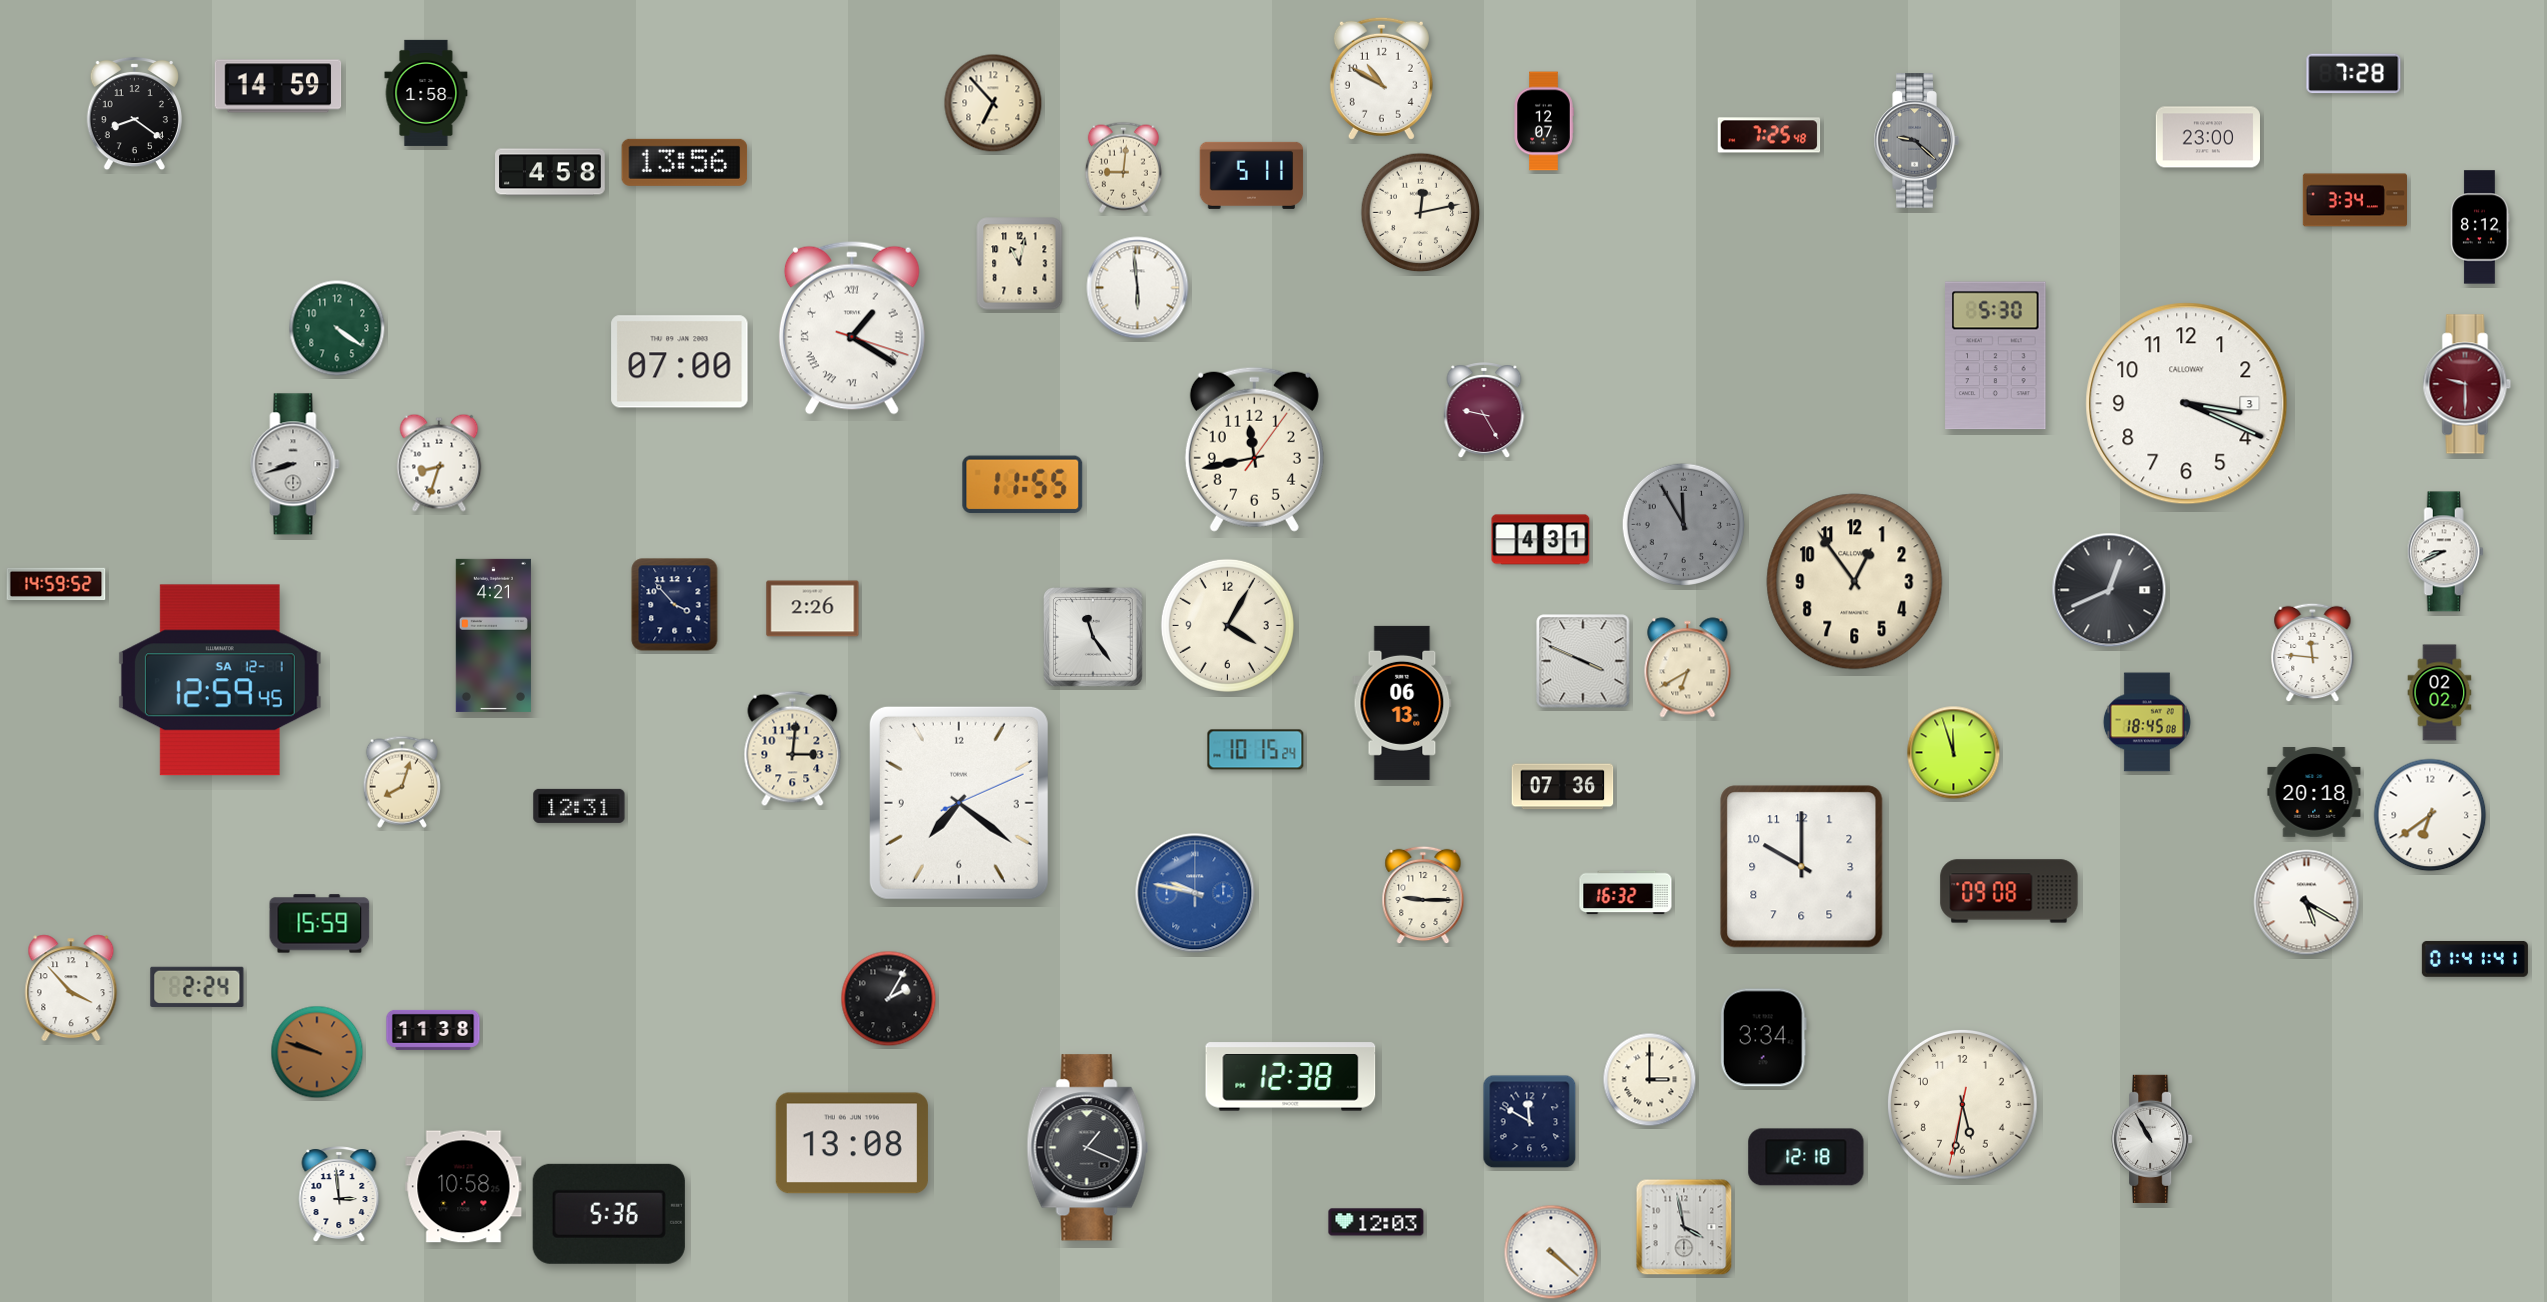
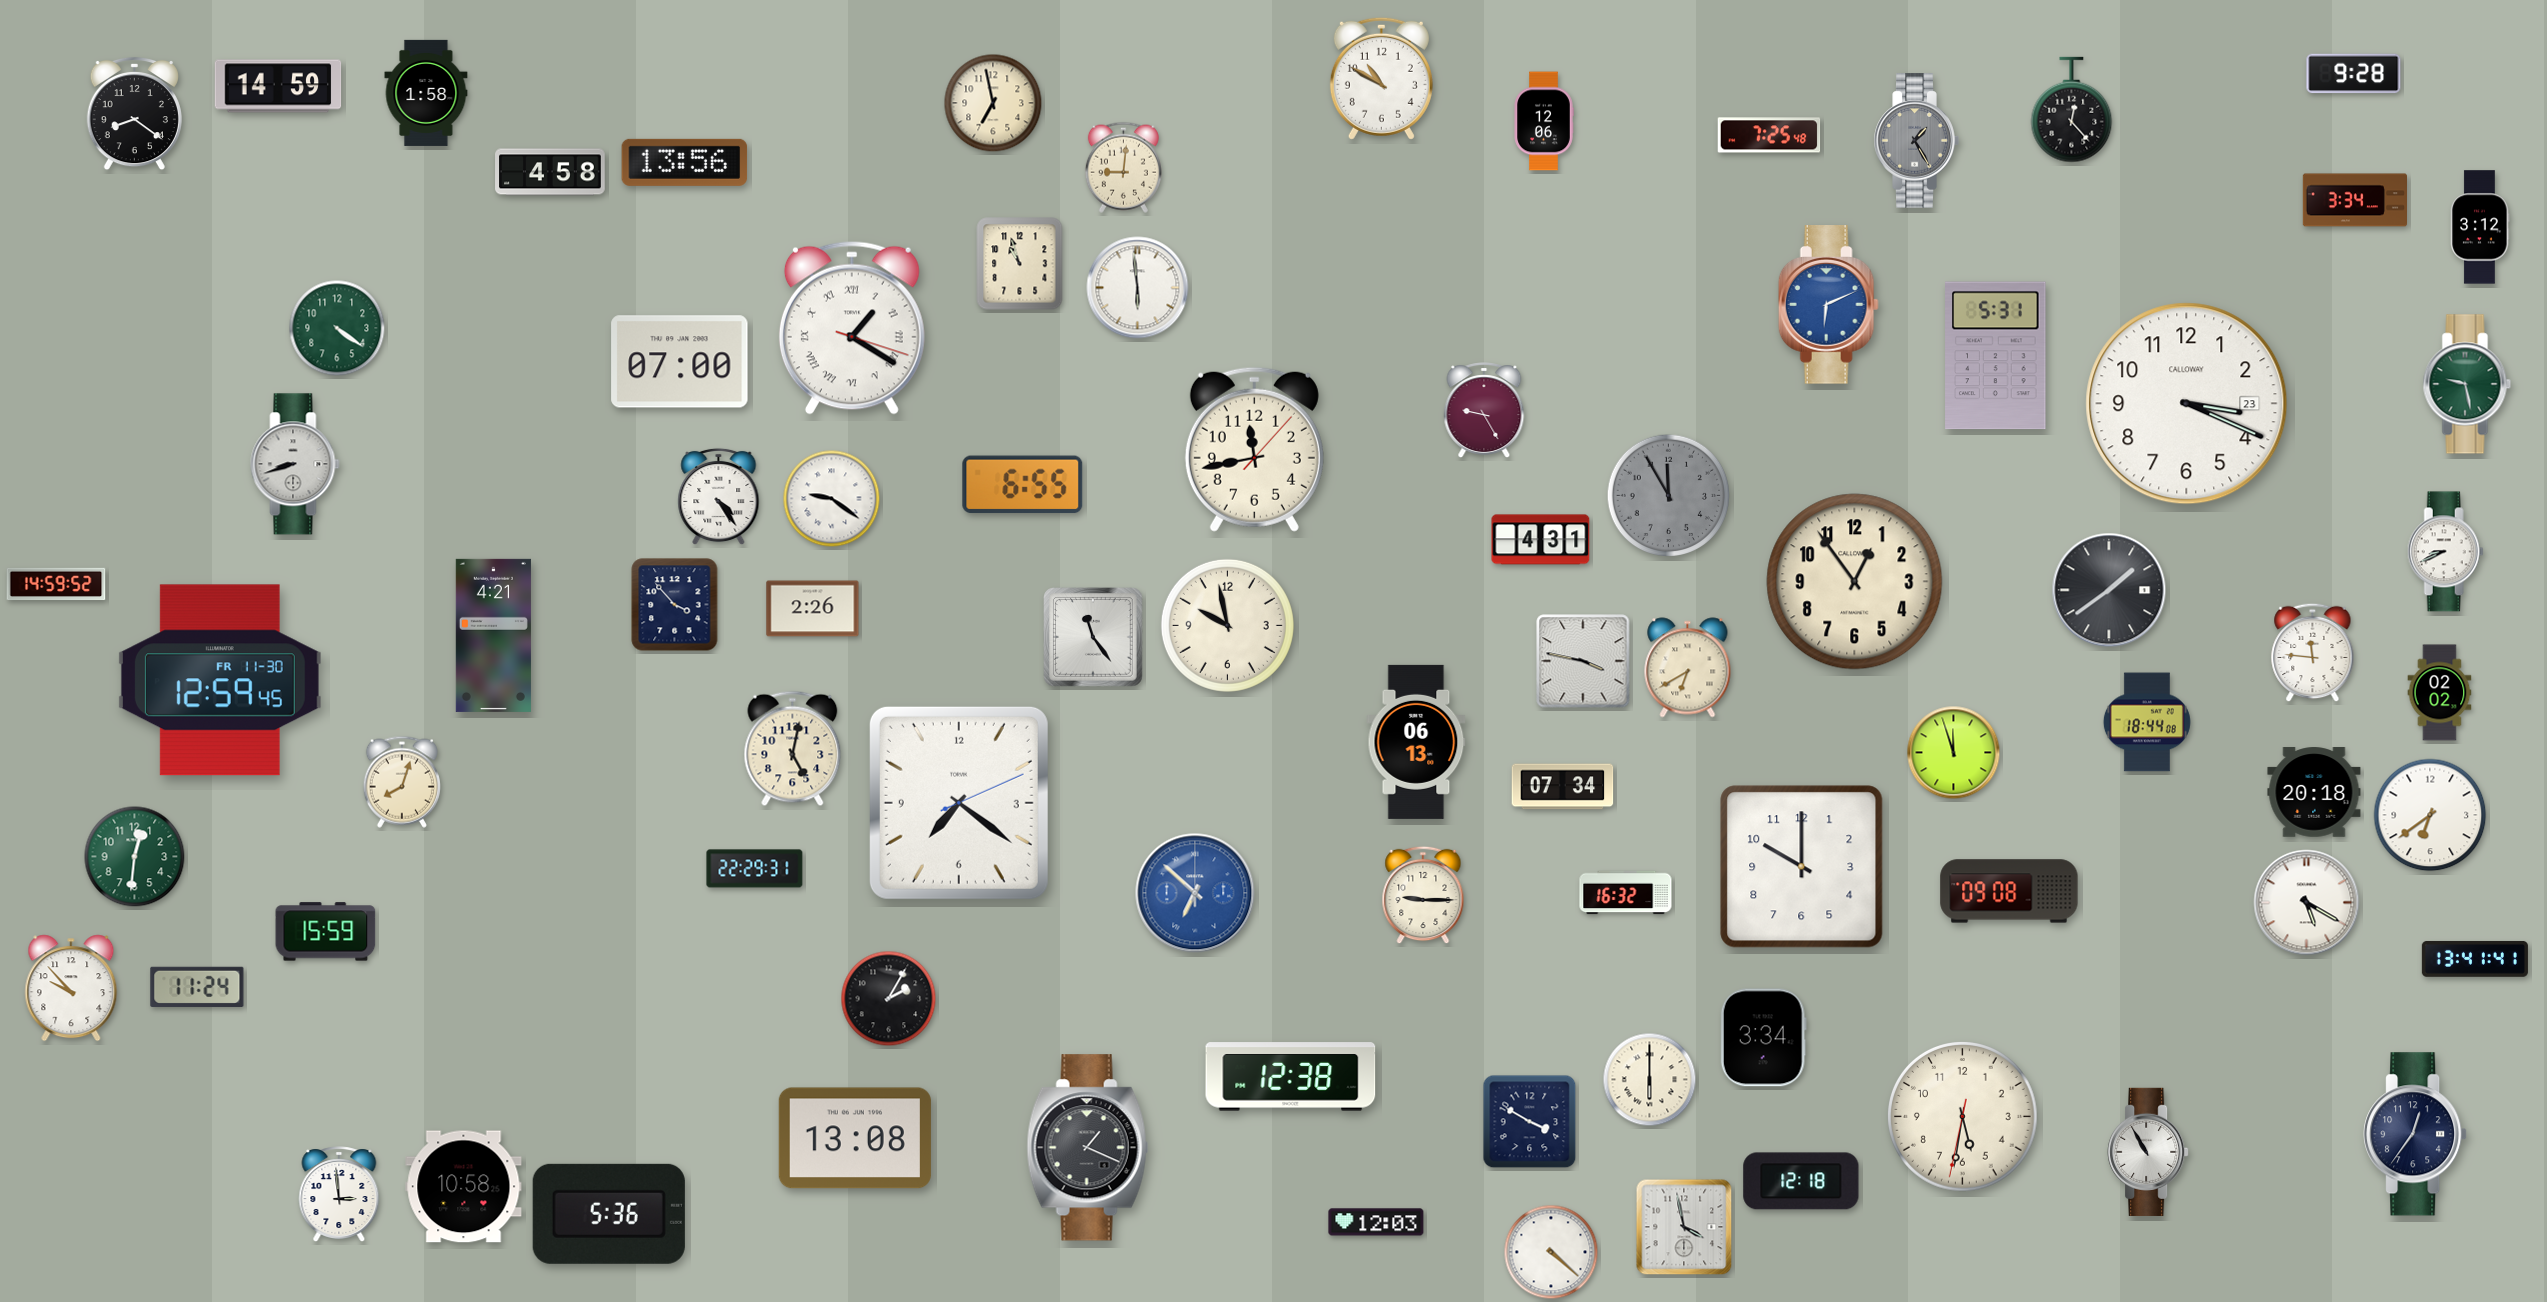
clock at (2354, 74): 7:28 -> 9:28
clock at (993, 103): 6:53 -> 6:58
clock at (2072, 110): none -> 12:23
clock at (1544, 121): 12:07 -> 12:06
clock at (2207, 137): 23:00 -> none
clock at (1916, 141): 9:22 -> 1:25
clock at (1252, 175): 5:11 -> none
clock at (1421, 213): 12:13 -> none
clock at (2480, 227): 8:12 -> 3:12
clock at (1020, 264): 11:02 -> 10:57
clock at (1828, 305): none -> 6:11
clock at (1996, 356): 5:30 -> 5:31
clock at (2467, 384): 9:30 -> 9:28
clock at (2467, 384) dial: burgundy -> green
clock at (2187, 404) date: 3 -> 23
clock at (1254, 449): 11:43:06 -> 11:43:07
clock at (439, 463): 8:33 -> none
clock at (1023, 485): 11:55 -> 6:55
clock at (719, 497): none -> 4:24
clock at (832, 499): none -> 9:21
clock at (1684, 525) position: (1684, 525) -> (1669, 496)
clock at (2109, 590): 12:41 -> 1:39
clock at (1227, 625): 4:05 -> 9:58
clock at (1583, 661): 3:49 -> 3:47
clock at (220, 680) date: SA 12-1 -> FR 11-30
clock at (1402, 703) position: (1402, 703) -> (1416, 742)
clock at (2147, 722): 18:45 -> 18:44
clock at (793, 749): 3:01 -> 5:02
clock at (1256, 750): 10:15 -> none
clock at (1563, 787): 07:36 -> 07:34
clock at (579, 806): 12:31 -> none
clock at (135, 857): none -> 12:31
clock at (755, 869): none -> 22:29
clock at (1195, 893): 9:47 -> 6:52
clock at (320, 924) position: (320, 924) -> (326, 932)
clock at (2475, 959): 01:41 -> 13:41
clock at (197, 987): 2:24 -> 11:24
clock at (71, 988): 3:53 -> 9:53
clock at (433, 1030): 11:38 -> none
clock at (317, 1052): 9:48 -> none
clock at (1650, 1080): 3:00 -> 6:00
clock at (1963, 1105) position: (1963, 1105) -> (1963, 1117)
clock at (1530, 1122): 11:50 -> 3:50
clock at (2415, 1134): none -> 12:36
clock at (2152, 1139) position: (2152, 1139) -> (2148, 1152)
clock at (852, 1143) position: (852, 1143) -> (855, 1138)
clock at (1806, 1157) position: (1806, 1157) -> (1801, 1181)
